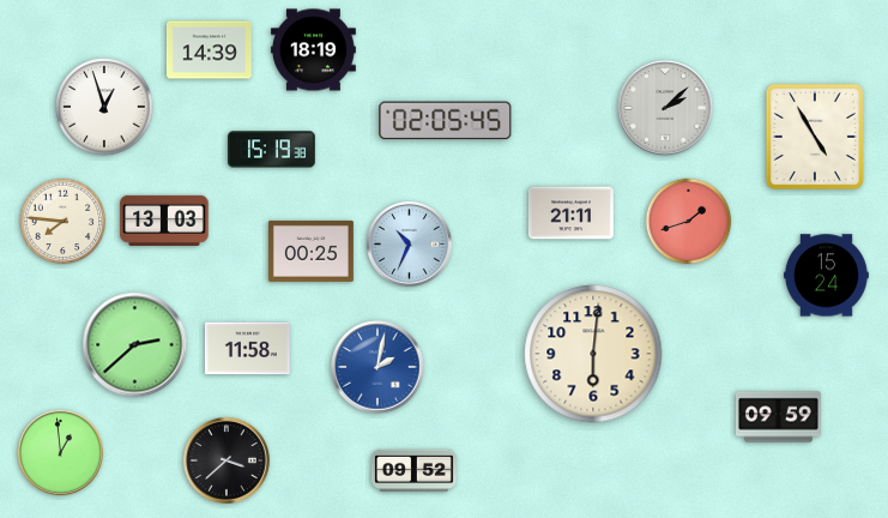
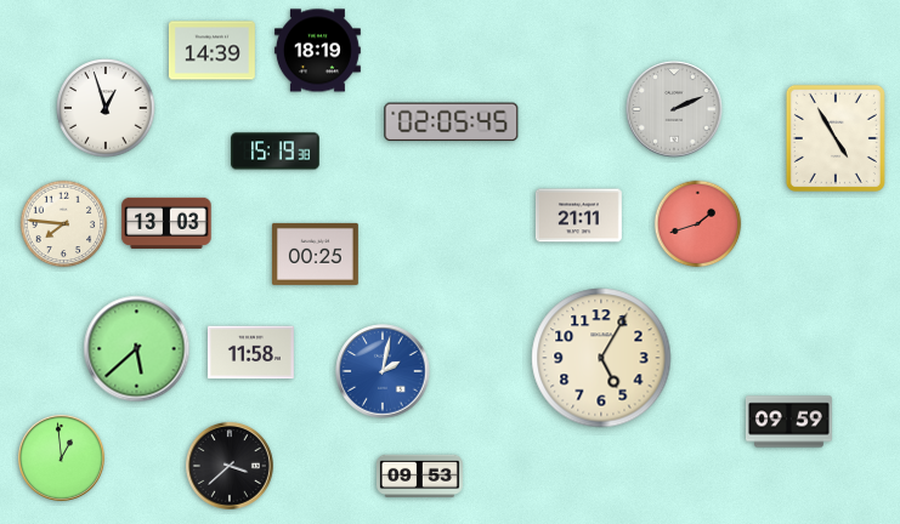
clock at (665, 108): 2:08 -> 2:11
clock at (815, 137) position: (815, 137) -> (836, 138)
clock at (409, 243): 10:34 -> none
clock at (826, 276): 15:24 -> none
clock at (135, 345): 2:38 -> 5:38
clock at (593, 354): 6:01 -> 5:05
clock at (413, 470): 09:52 -> 09:53
